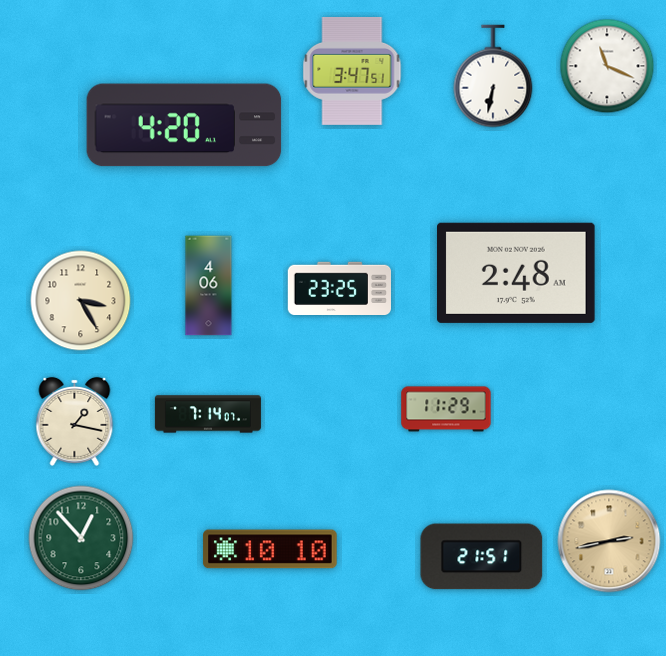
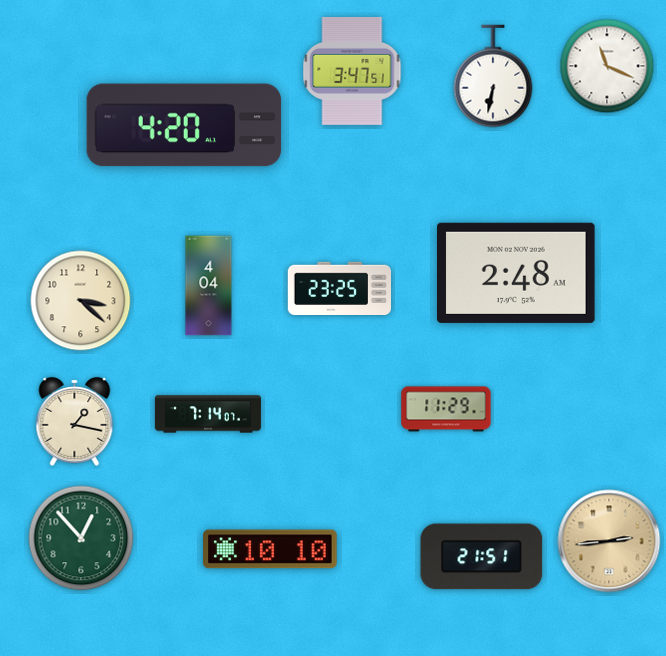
clock at (209, 286): 4:06 -> 4:04
clock at (81, 301): 3:25 -> 3:22
clock at (609, 541): 2:43 -> 2:44
